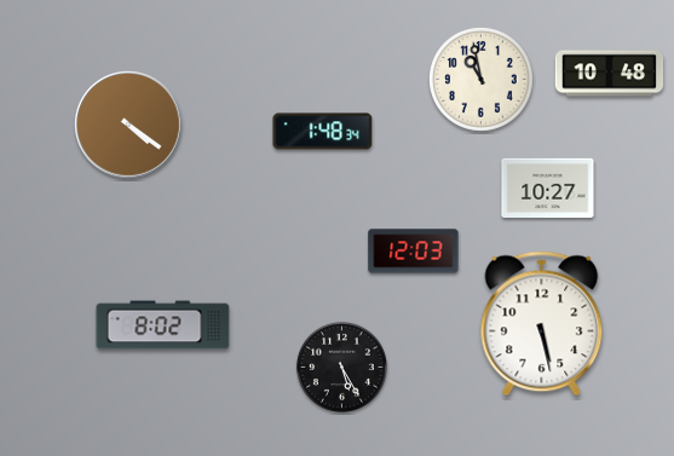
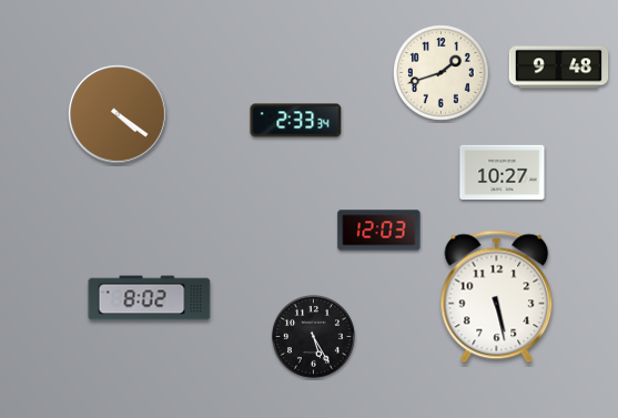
clock at (610, 74): 10:48 -> 9:48
clock at (482, 80): 10:58 -> 1:42
clock at (323, 132): 1:48 -> 2:33
